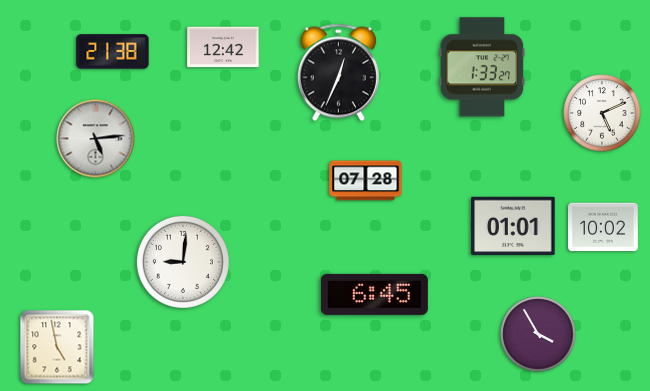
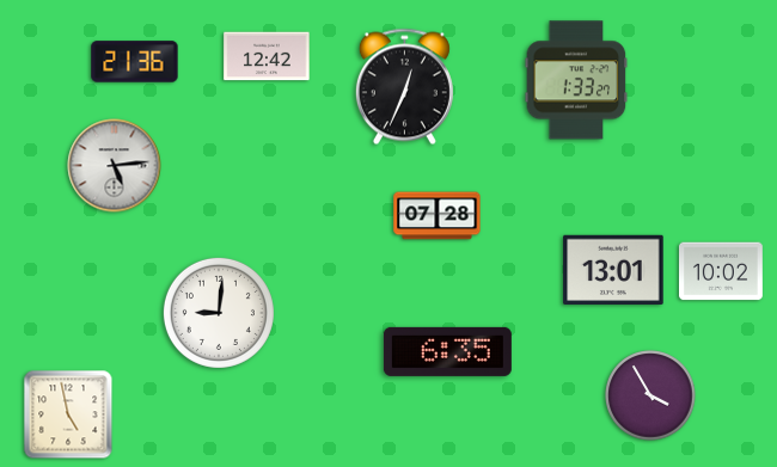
clock at (113, 52): 21:38 -> 21:36
clock at (602, 113): 5:11 -> none
clock at (513, 225): 01:01 -> 13:01
clock at (374, 294): 6:45 -> 6:35
clock at (538, 334) position: (538, 334) -> (650, 395)
